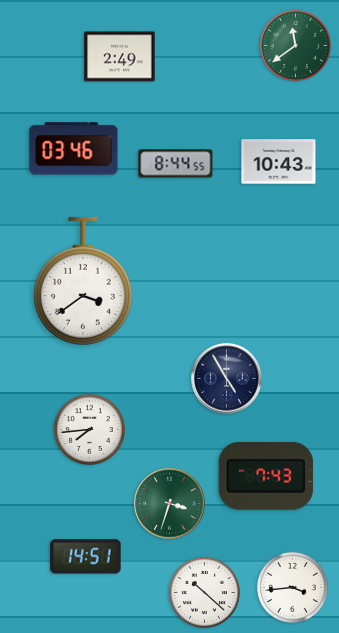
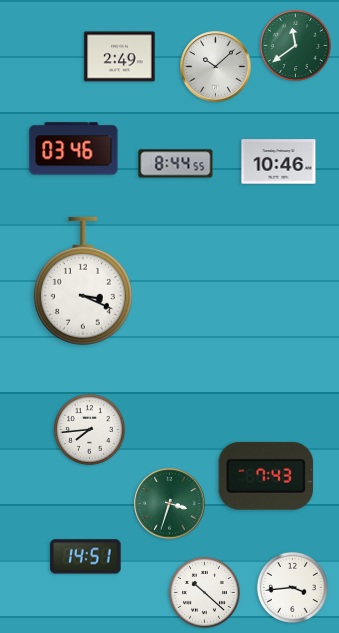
clock at (216, 67): none -> 10:08
clock at (279, 162): 10:43 -> 10:46
clock at (83, 281): 3:39 -> 3:19
clock at (227, 379): 4:55 -> none
